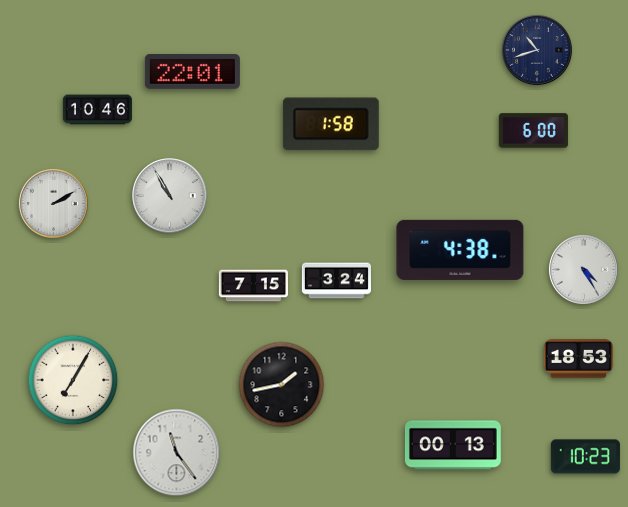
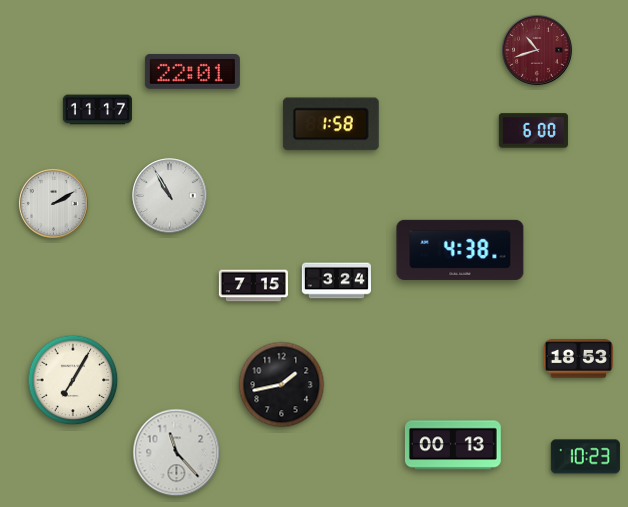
clock at (538, 51) dial: navy -> burgundy
clock at (97, 110): 10:46 -> 11:17
clock at (583, 269): 4:25 -> none
clock at (177, 453): 11:24 -> 11:23
